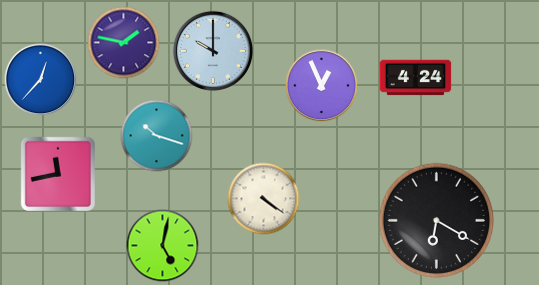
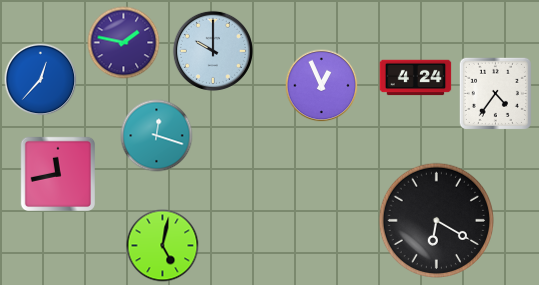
clock at (495, 93): none -> 4:36
clock at (157, 136): 10:18 -> 12:18
clock at (264, 199): 4:21 -> none
